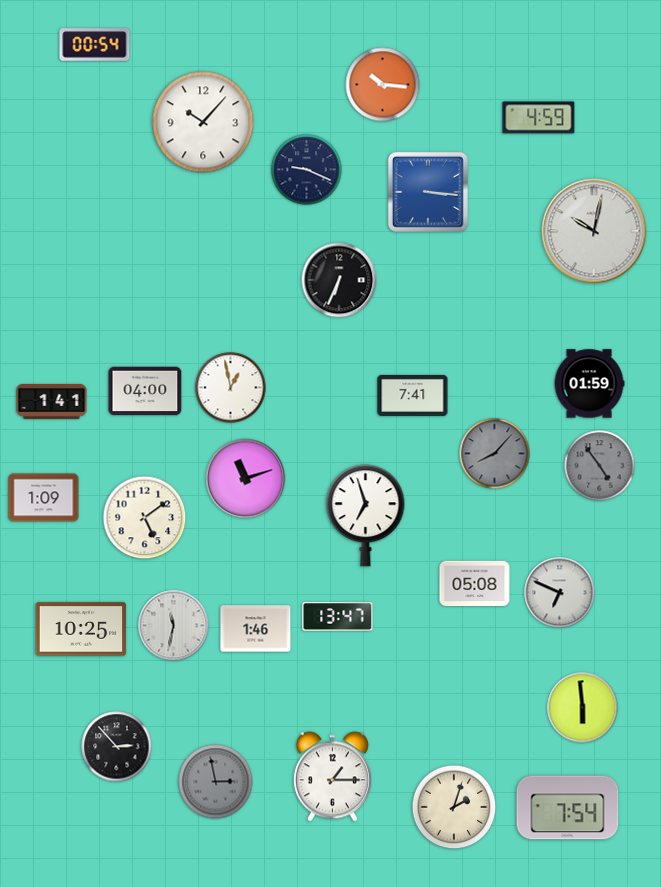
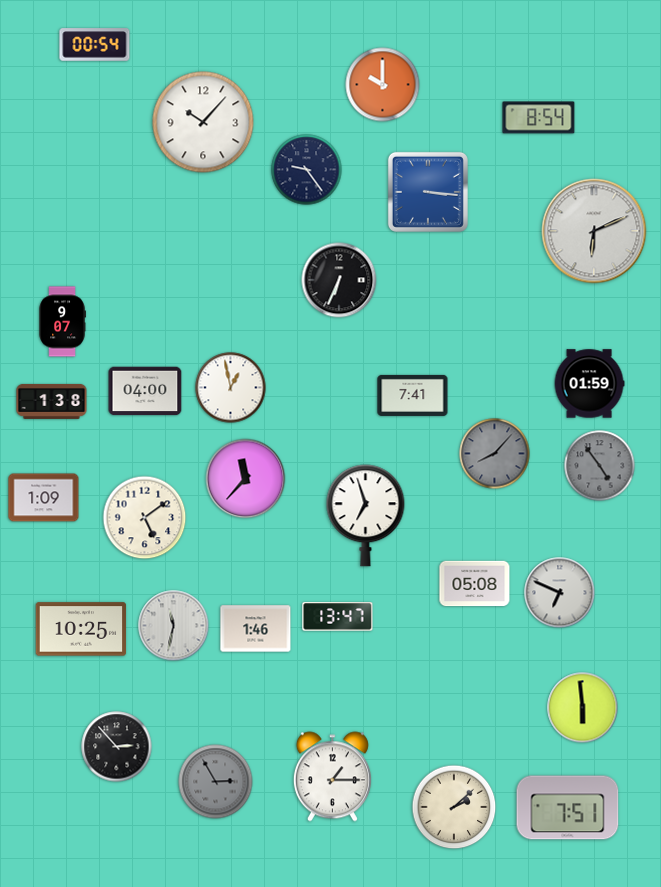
clock at (383, 85): 10:16 -> 10:00
clock at (539, 118): 4:59 -> 8:54
clock at (307, 170): 9:19 -> 9:24
clock at (594, 231): 10:02 -> 6:11
clock at (62, 322): none -> 9:07
clock at (52, 401): 1:41 -> 1:38
clock at (246, 479): 11:12 -> 11:37
clock at (216, 782): 2:58 -> 2:55
clock at (454, 807): 2:03 -> 2:08
clock at (568, 808): 7:54 -> 7:51
